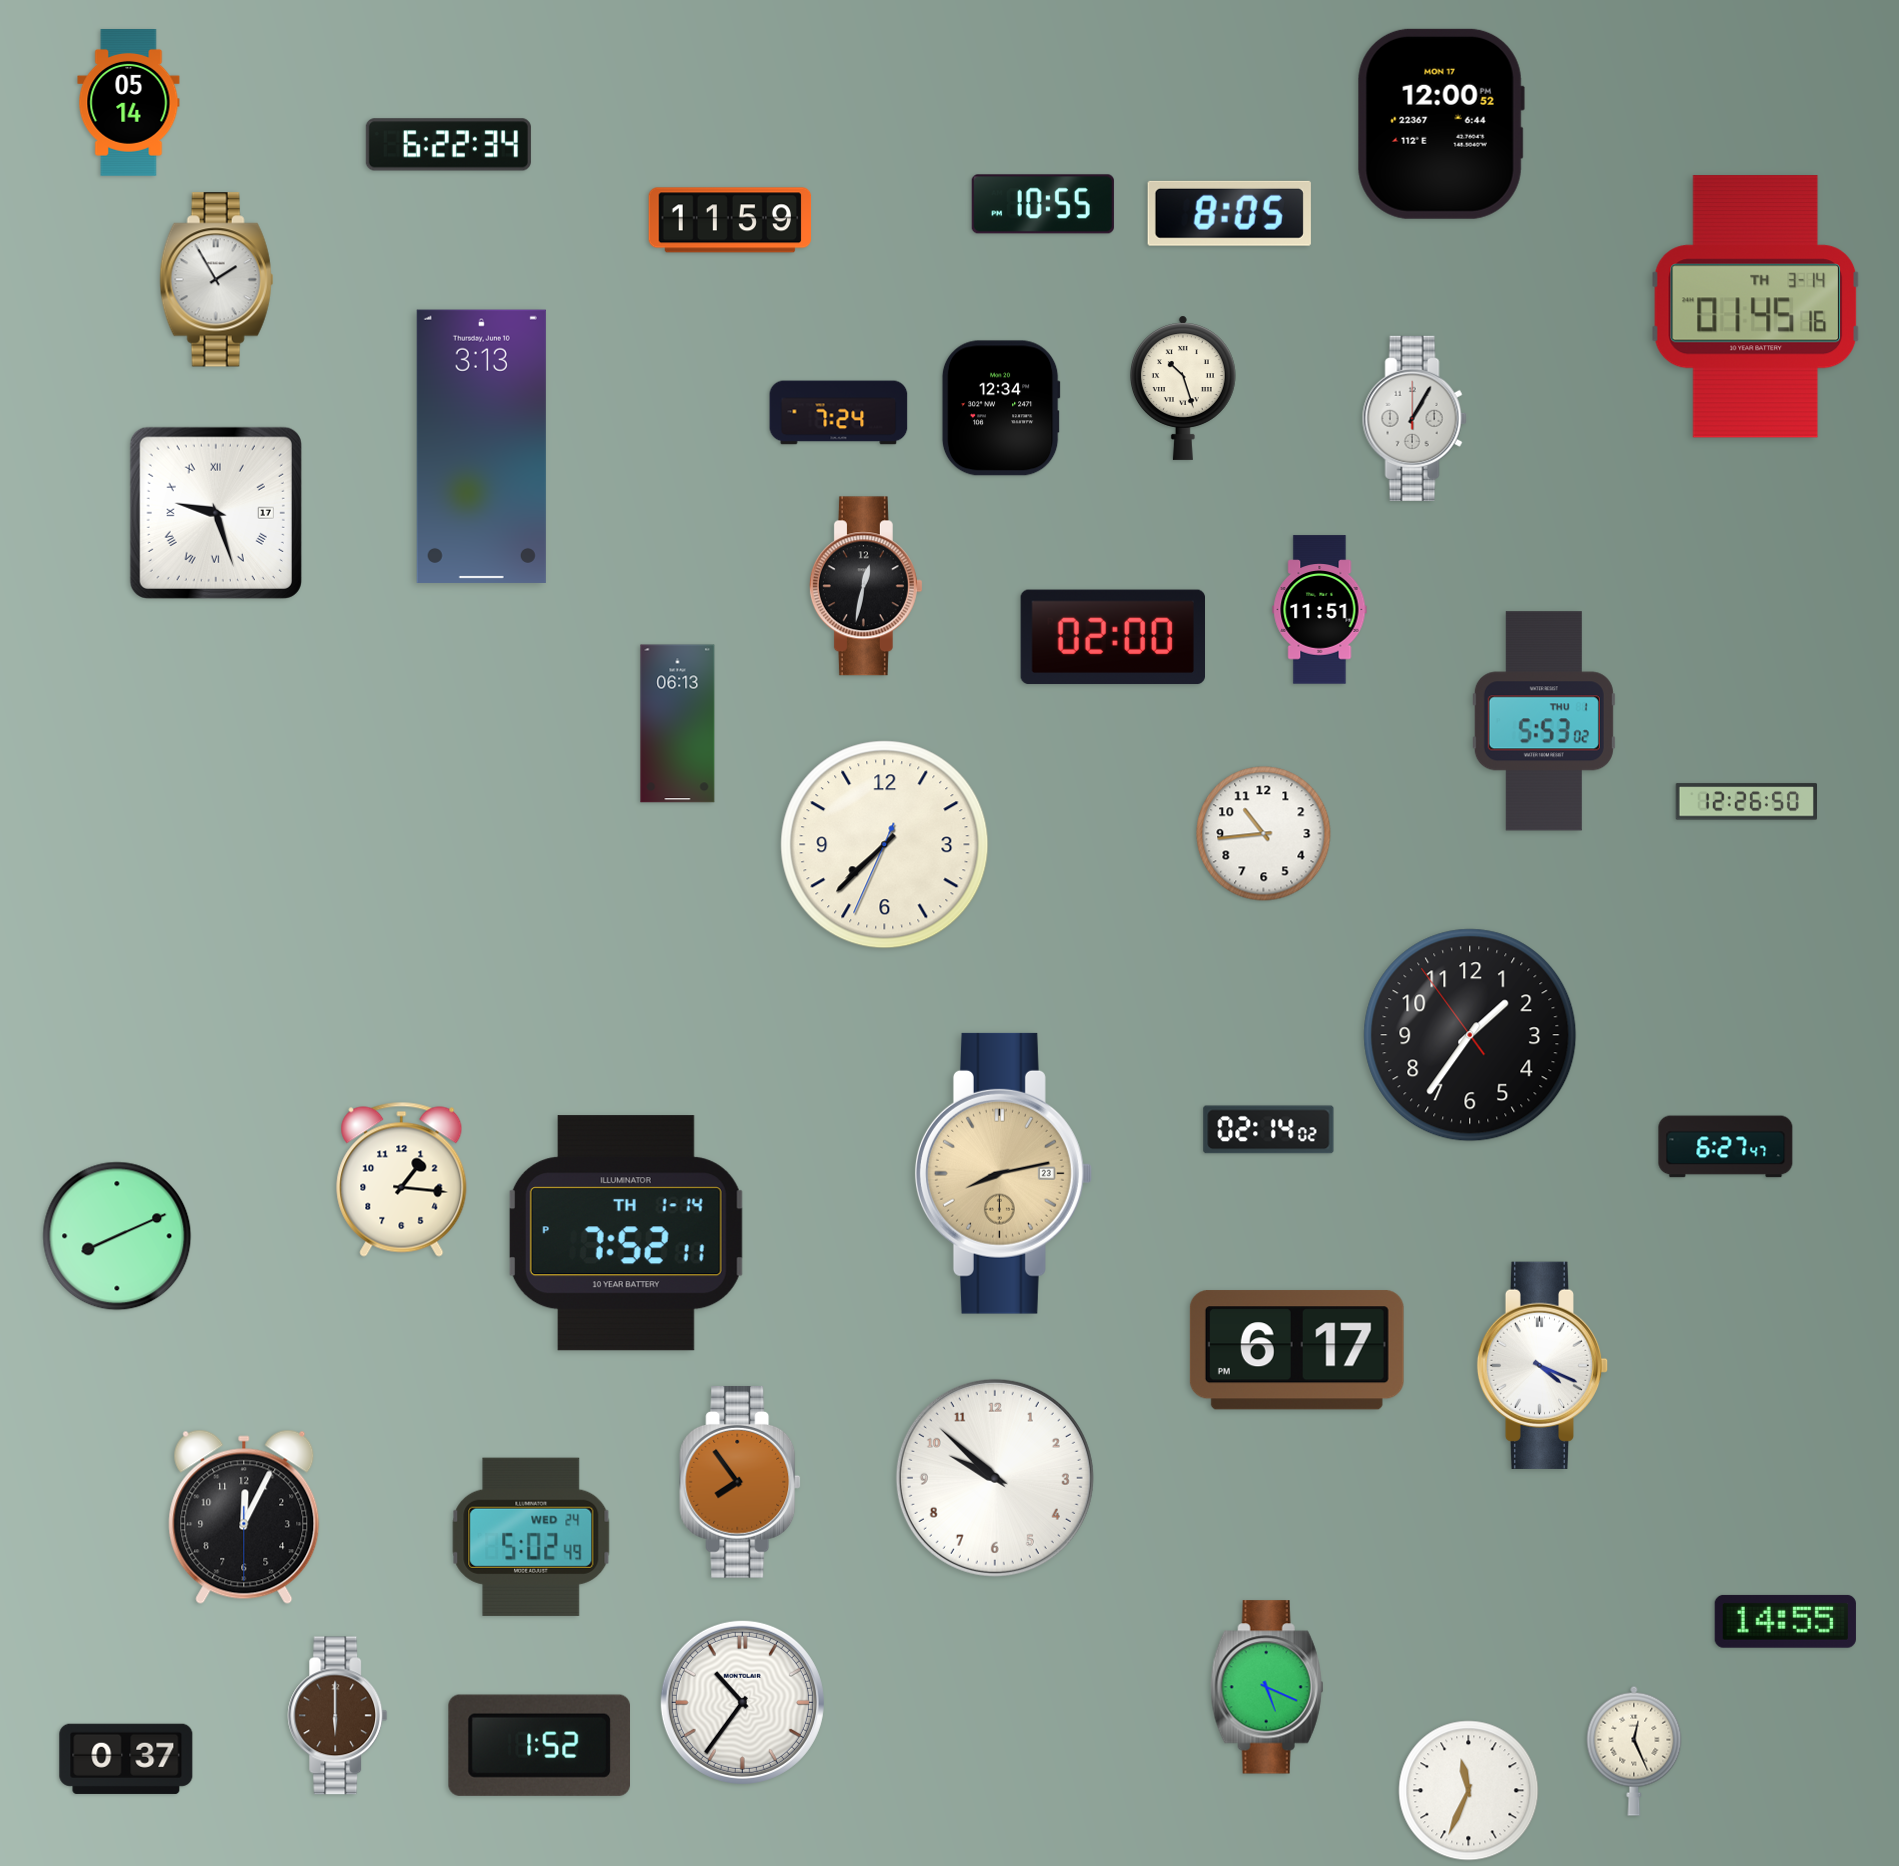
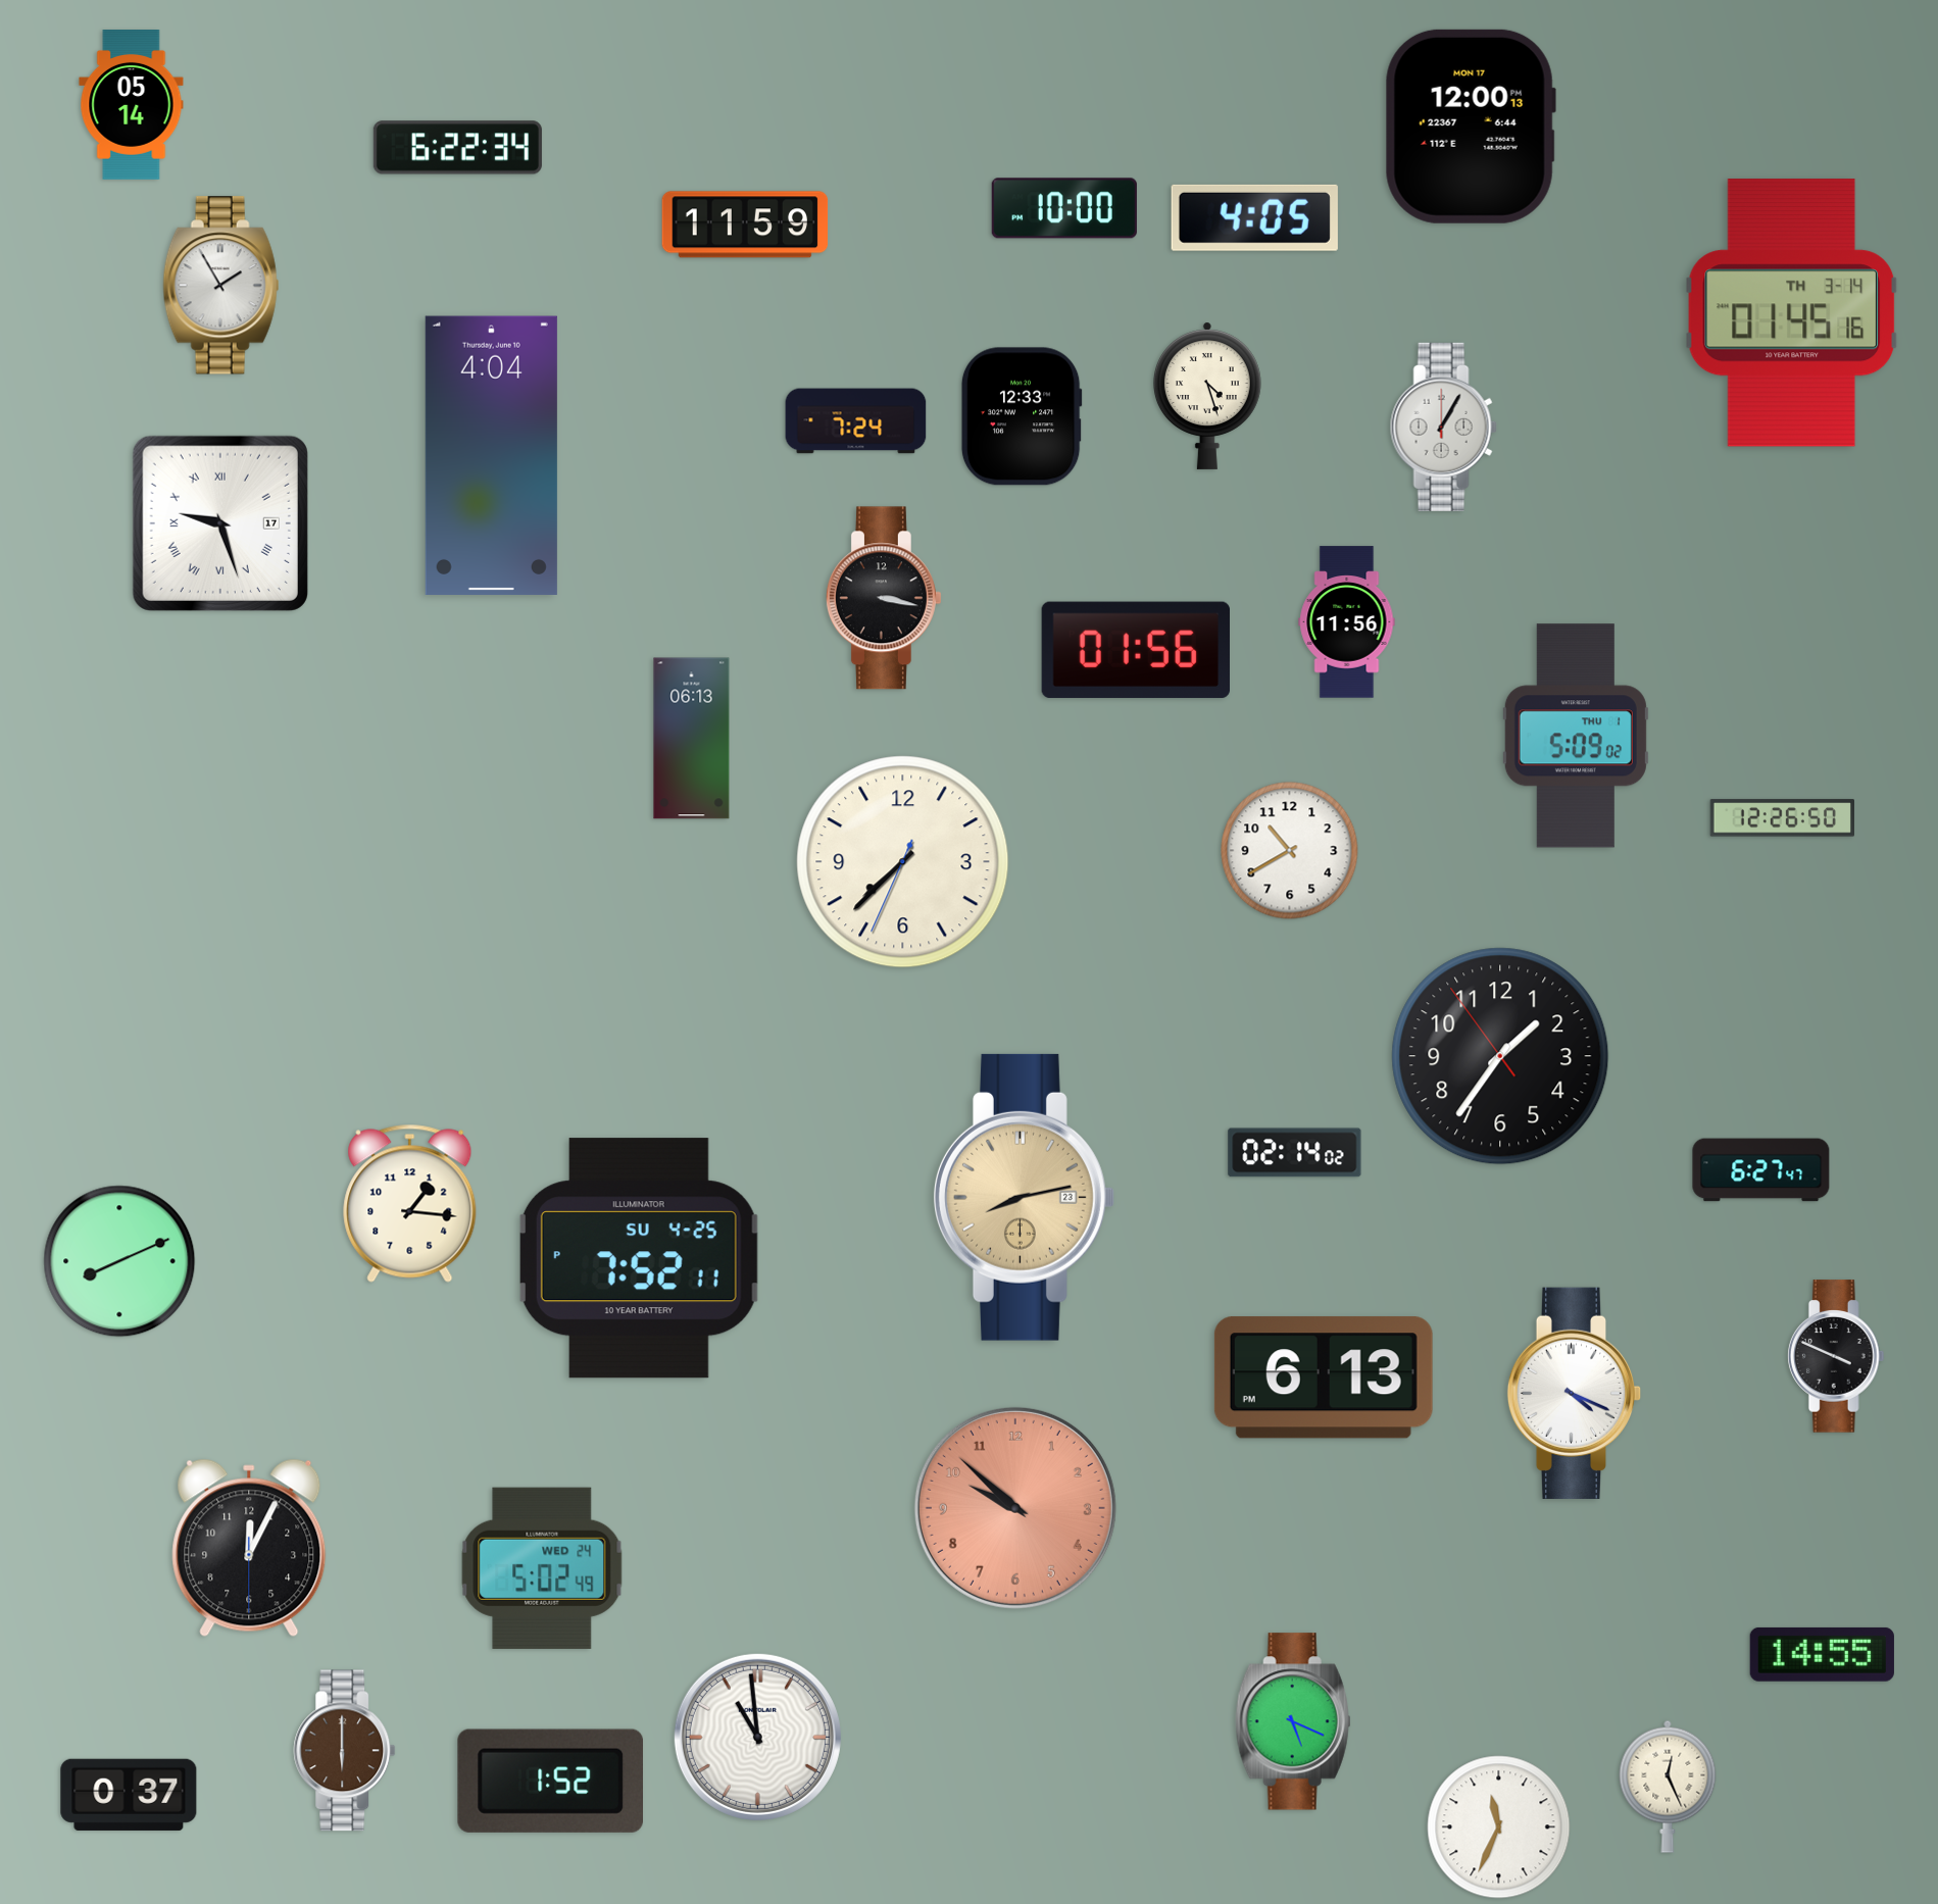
clock at (1441, 124): 12:00:52 -> 12:00:13
clock at (1043, 204): 10:55 -> 10:00
clock at (1229, 213): 8:05 -> 4:05
clock at (1183, 388): 10:27 -> 4:27
clock at (1001, 408): 12:34 -> 12:33
clock at (481, 446): 3:13 -> 4:04
clock at (866, 586): 12:32 -> 3:17
clock at (1320, 610): 11:51 -> 11:56
clock at (1112, 637): 02:00 -> 01:56
clock at (1544, 721): 5:53 -> 5:09
clock at (1264, 834): 10:44 -> 10:40
clock at (626, 1233) date: TH 1-14 -> SU 4-25
clock at (1836, 1356): none -> 3:49
clock at (1297, 1350): 6:17 -> 6:13
clock at (995, 1478) dial: white -> salmon
clock at (740, 1482): 7:54 -> none
clock at (742, 1702): 10:36 -> 10:59
